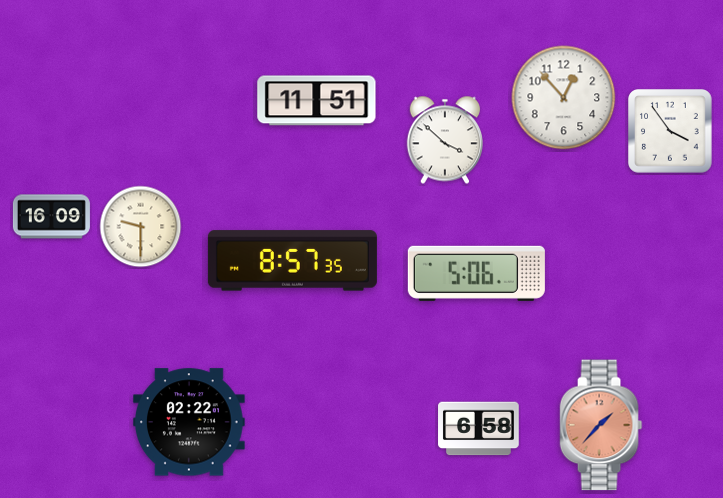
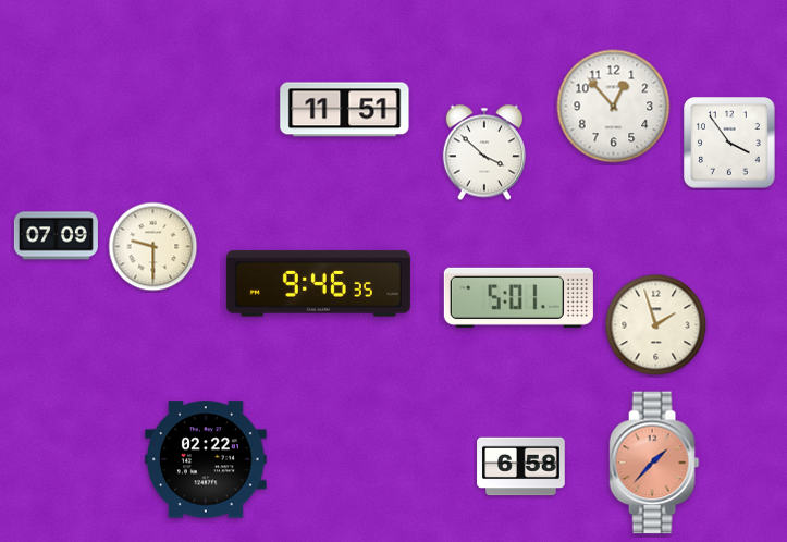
clock at (51, 217): 16:09 -> 07:09
clock at (292, 261): 8:57 -> 9:46
clock at (476, 273): 5:06 -> 5:01
clock at (656, 325): none -> 1:57
